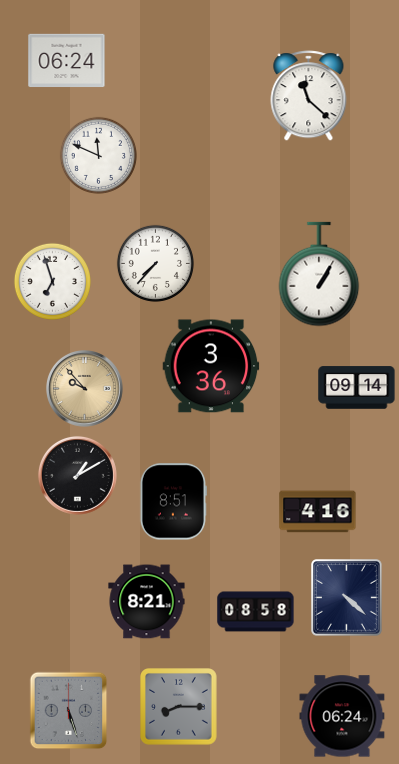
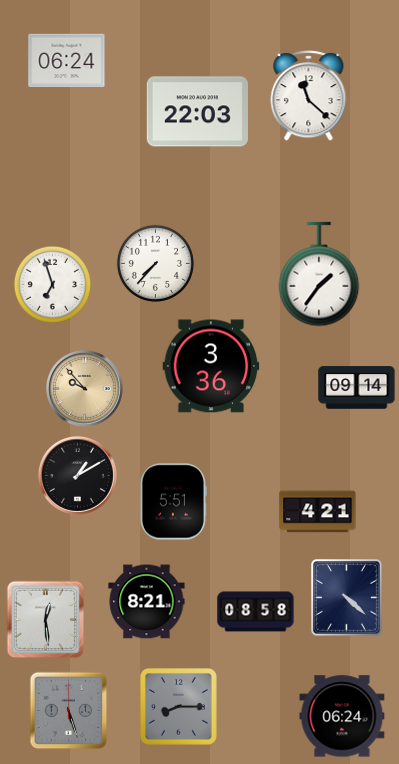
clock at (197, 112): none -> 22:03
clock at (98, 155): 11:49 -> none
clock at (319, 274): 1:05 -> 1:36
clock at (52, 281) position: (52, 281) -> (52, 284)
clock at (173, 502): 8:51 -> 5:51
clock at (318, 512): 4:16 -> 4:21
clock at (45, 619): none -> 12:29
